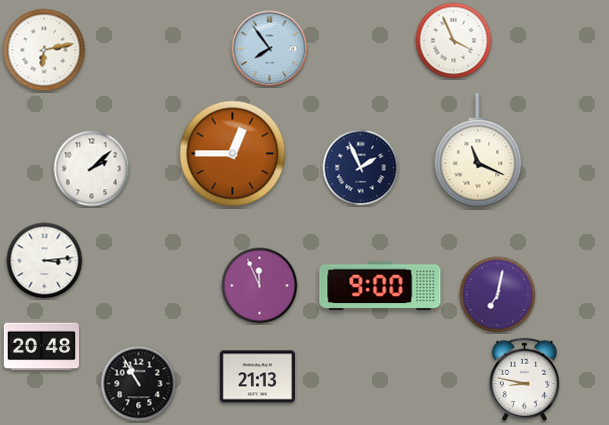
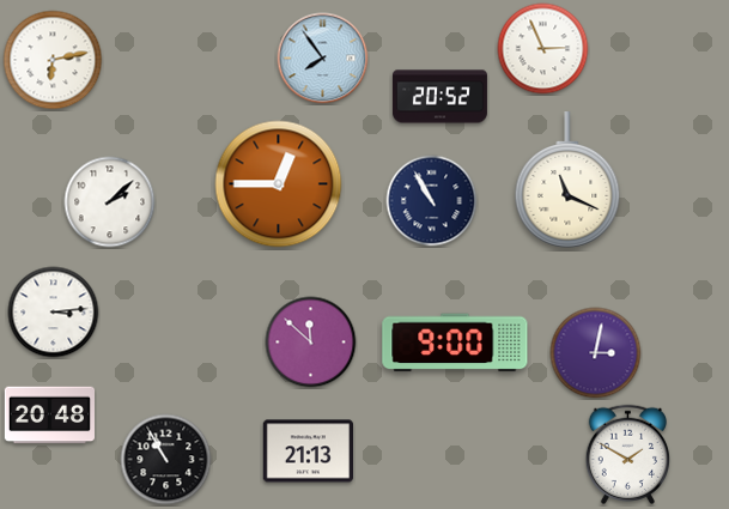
clock at (454, 41): 3:56 -> 2:56
clock at (439, 97): none -> 20:52
clock at (478, 150) position: (478, 150) -> (567, 180)
clock at (361, 168): 1:56 -> 10:55
clock at (260, 286): 11:56 -> 11:52
clock at (498, 295): 7:02 -> 3:02
clock at (524, 379): 8:47 -> 1:50
